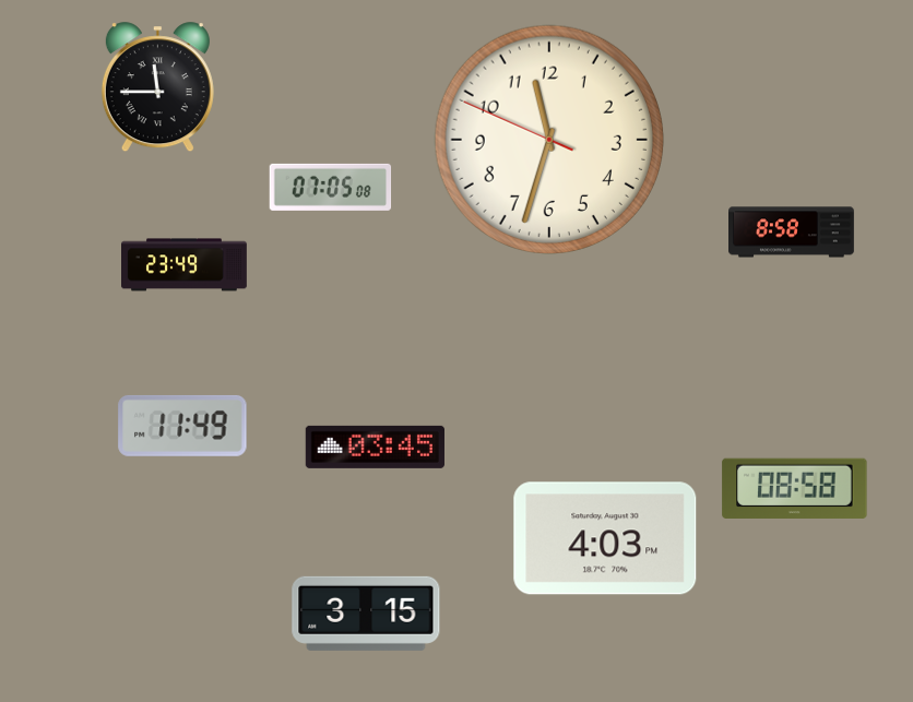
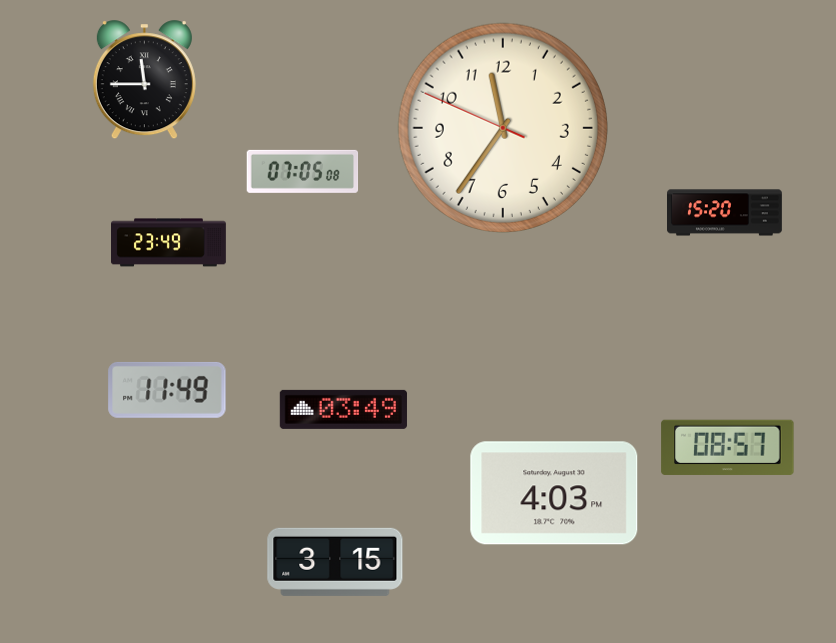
clock at (549, 140): 11:32 -> 11:35
clock at (792, 233): 8:58 -> 15:20
clock at (375, 447): 03:45 -> 03:49
clock at (795, 488): 08:58 -> 08:57
